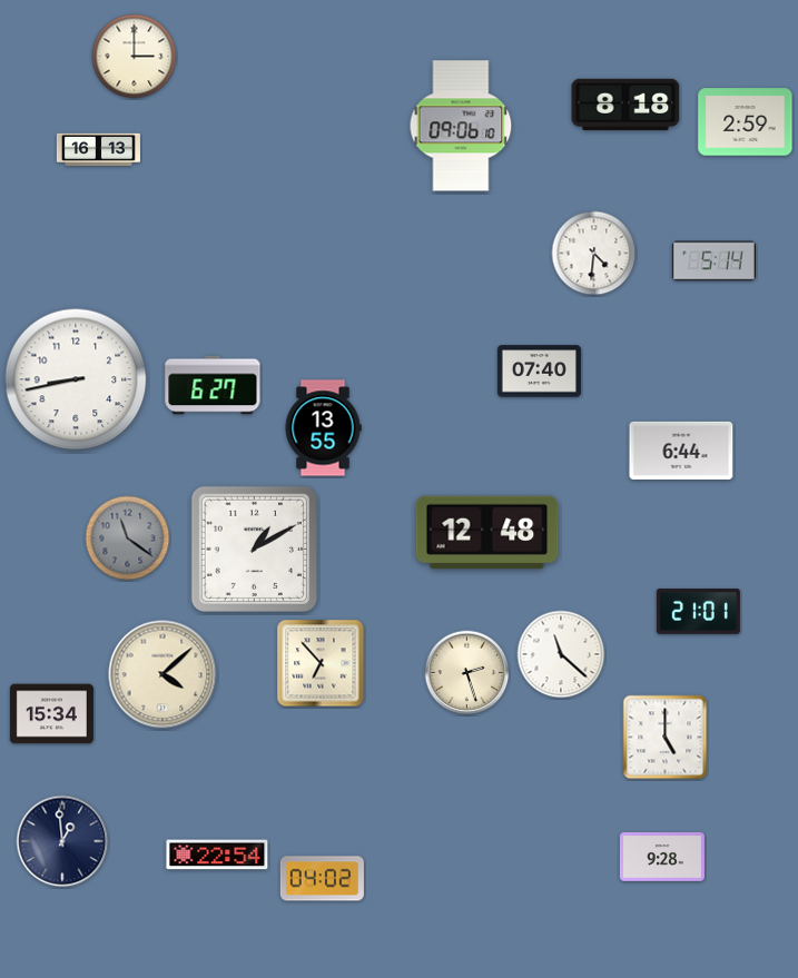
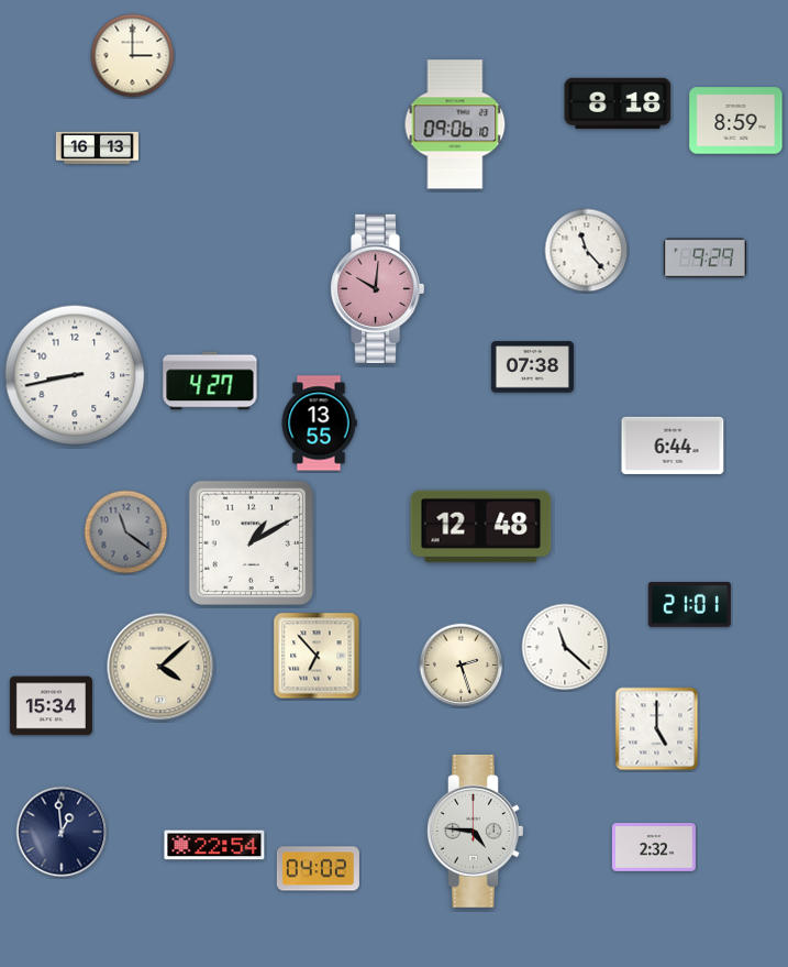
clock at (746, 122): 2:59 -> 8:59
clock at (594, 254): 4:31 -> 11:23
clock at (713, 261): 5:14 -> 9:29
clock at (378, 288): none -> 10:01
clock at (539, 372): 07:40 -> 07:38
clock at (213, 385): 6:27 -> 4:27
clock at (561, 654) position: (561, 654) -> (565, 647)
clock at (476, 831): none -> 4:46
clock at (662, 858): 9:28 -> 2:32
